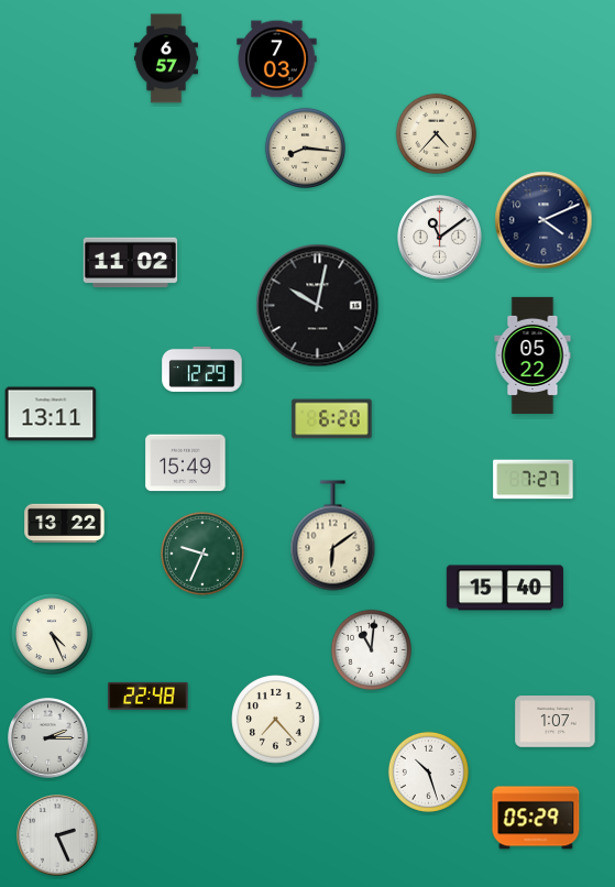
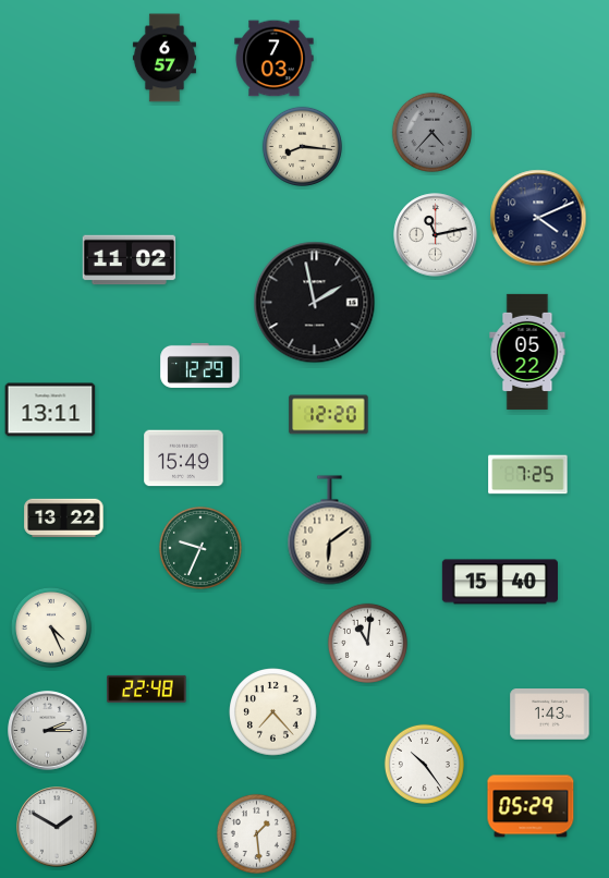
clock at (436, 133) dial: cream -> grey
clock at (440, 238): 11:09 -> 11:13
clock at (318, 306): 10:02 -> 1:58
clock at (332, 419): 6:20 -> 12:20
clock at (534, 480): 7:27 -> 7:25
clock at (556, 722): 1:07 -> 1:43
clock at (428, 771): 10:27 -> 10:24
clock at (536, 818) position: (536, 818) -> (531, 806)
clock at (57, 835): 2:26 -> 1:50
clock at (256, 833): none -> 1:29
